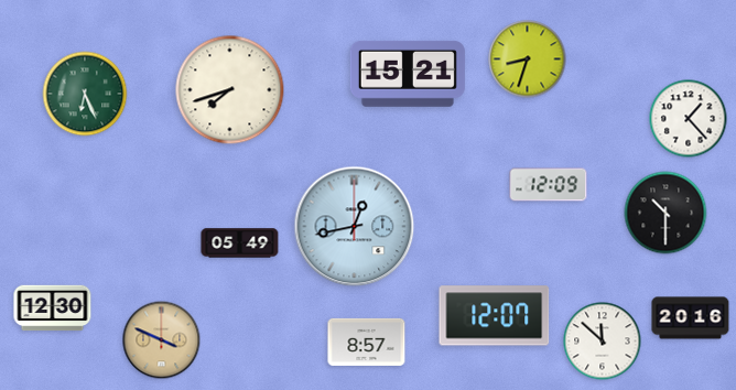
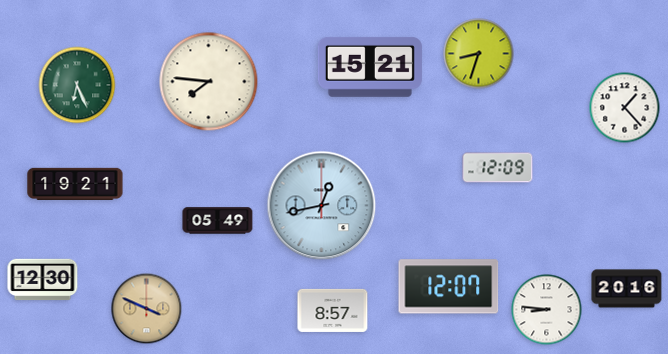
clock at (230, 90): 7:42 -> 7:46
clock at (75, 184): none -> 19:21
clock at (665, 213): 10:30 -> none
clock at (53, 308) position: (53, 308) -> (43, 280)
clock at (603, 342): 11:52 -> 8:46
